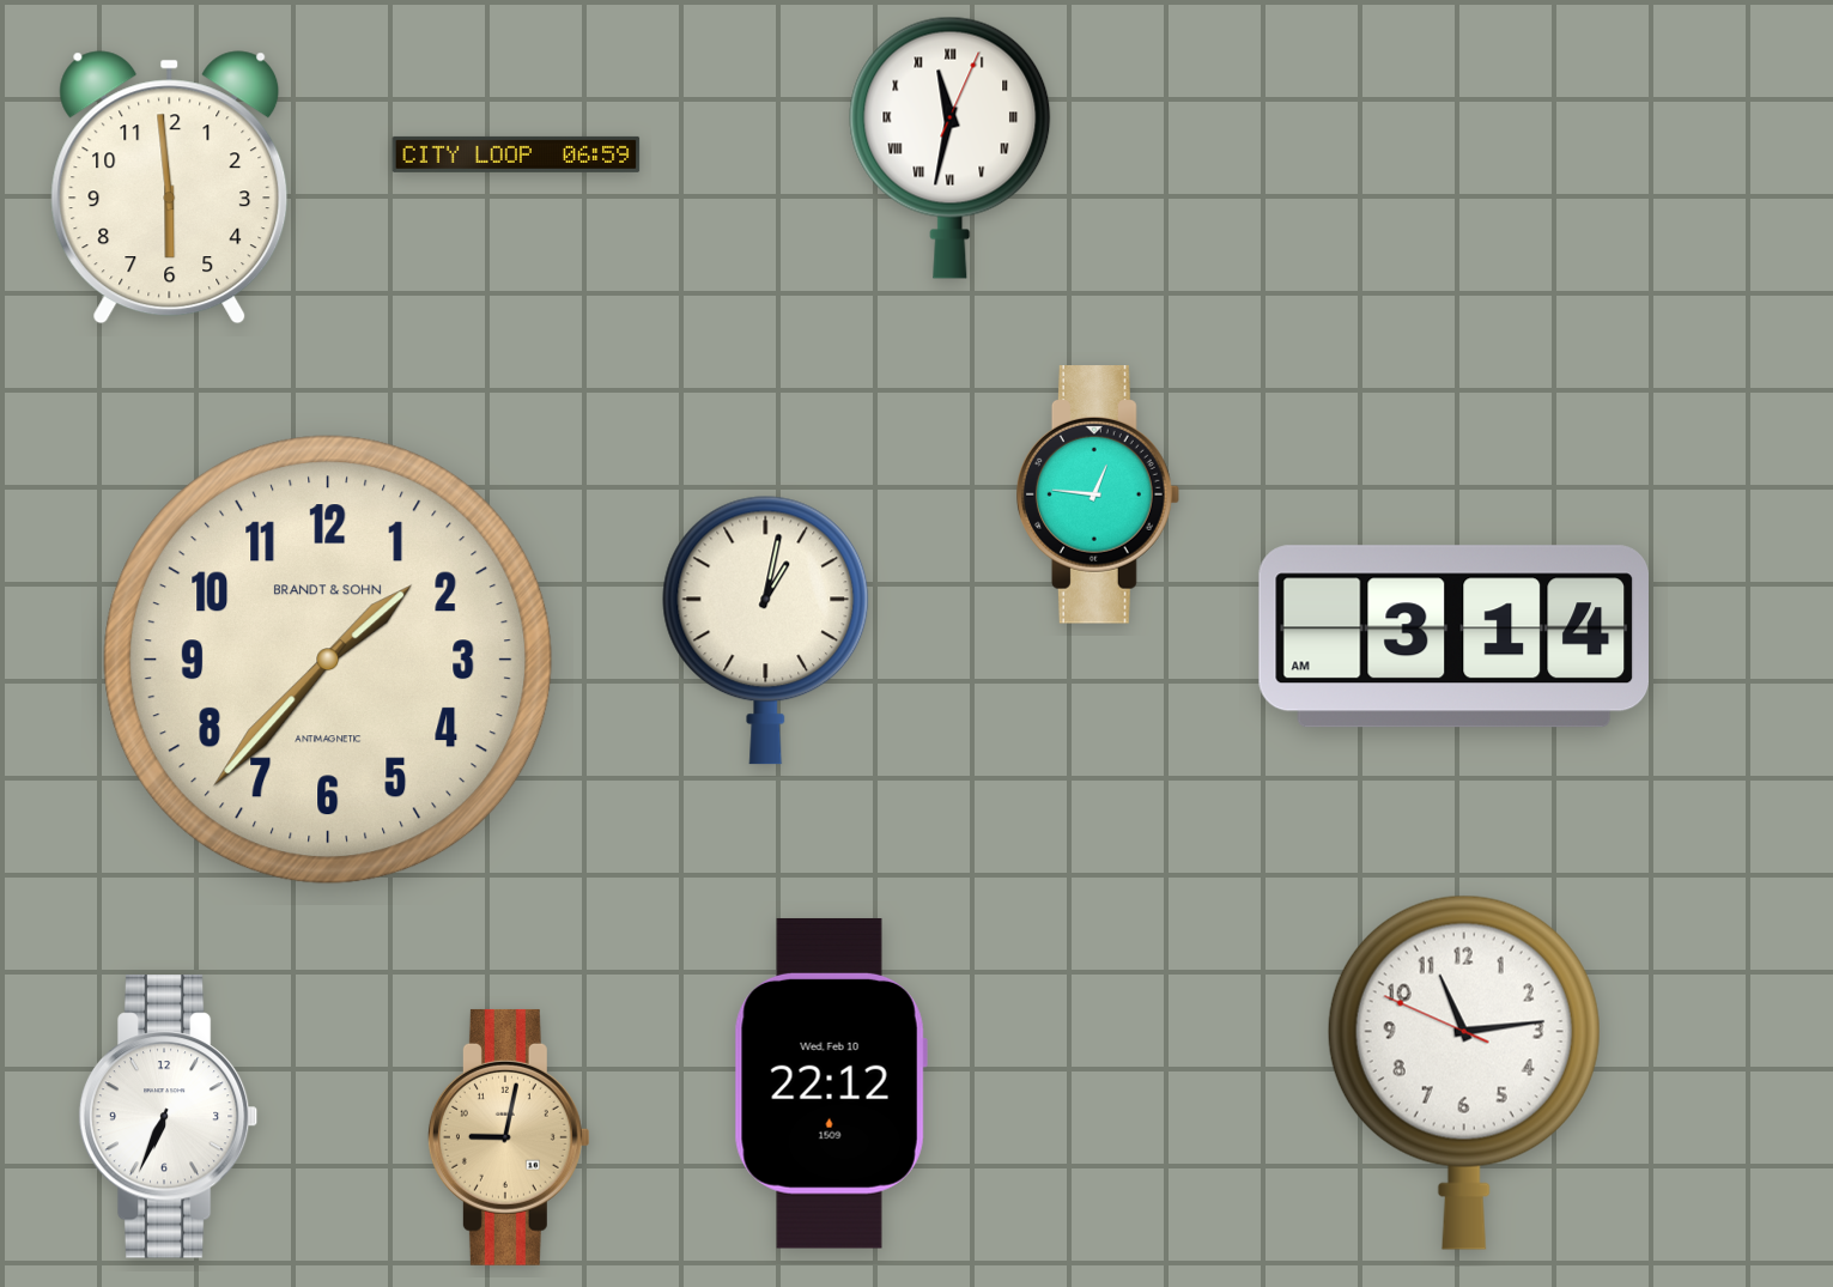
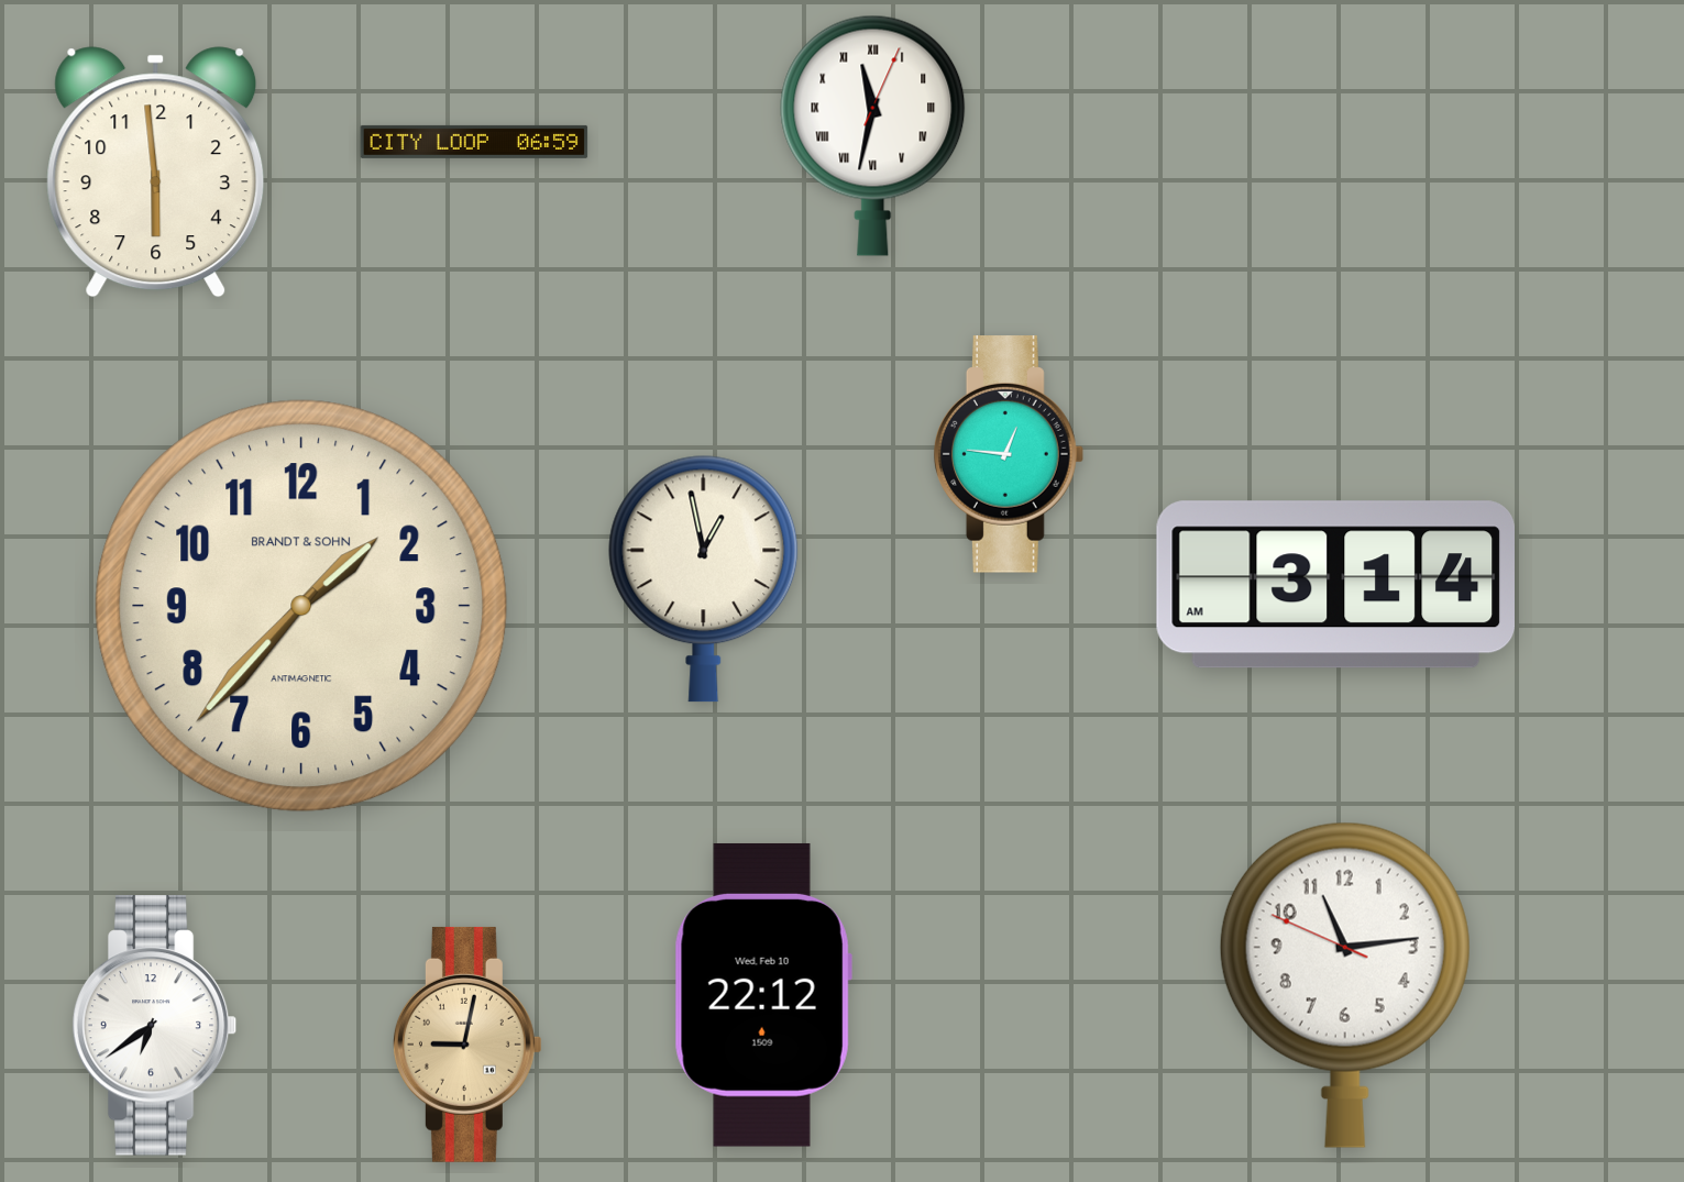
clock at (766, 630): 1:02 -> 12:58
clock at (169, 1117): 6:34 -> 6:39
